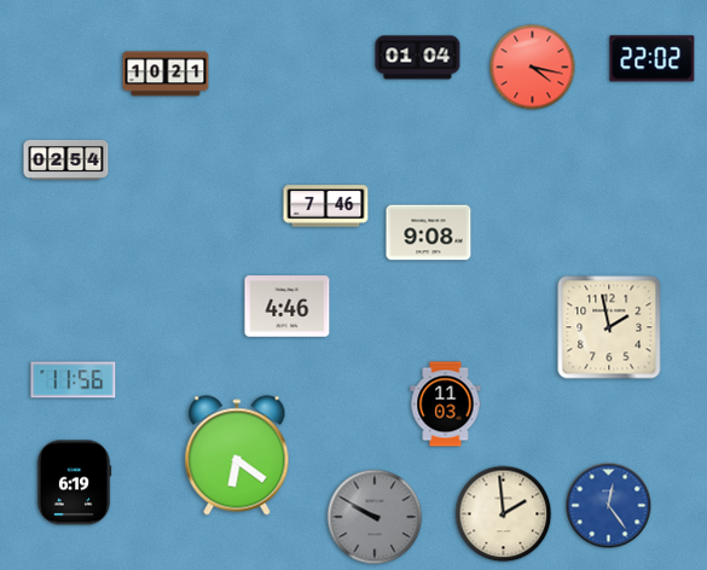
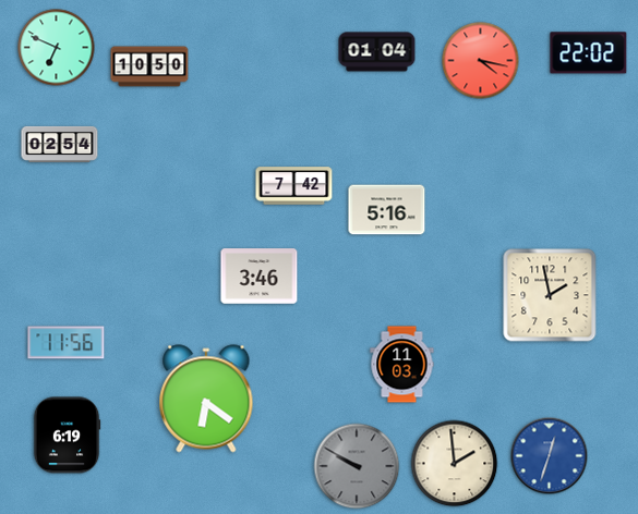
clock at (57, 48): none -> 6:49
clock at (166, 74): 10:21 -> 10:50
clock at (326, 207): 7:46 -> 7:42
clock at (429, 233): 9:08 -> 5:16
clock at (288, 307): 4:46 -> 3:46
clock at (237, 455) position: (237, 455) -> (206, 399)
clock at (609, 506): 12:24 -> 12:33
clock at (375, 517) position: (375, 517) -> (357, 466)
